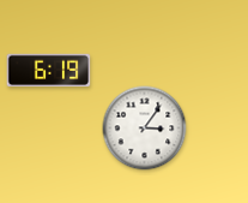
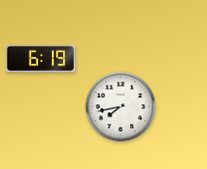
clock at (145, 129): 3:06 -> 7:43
